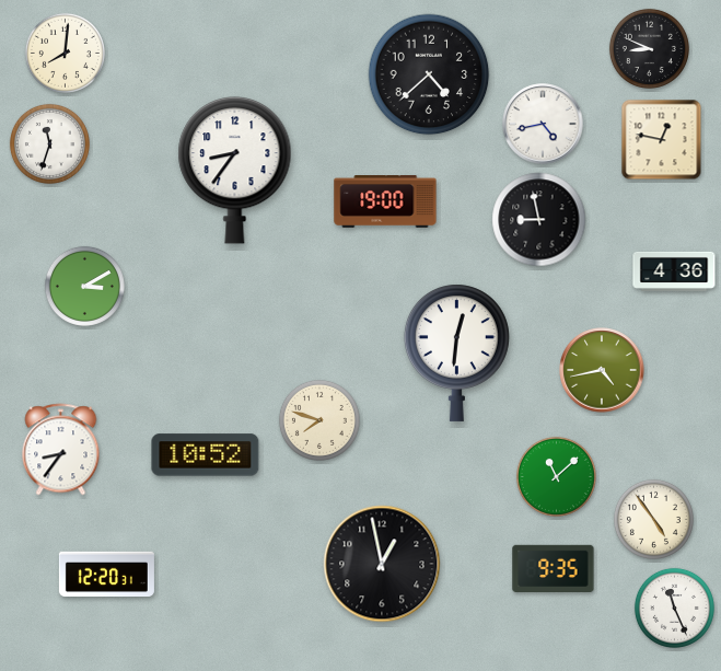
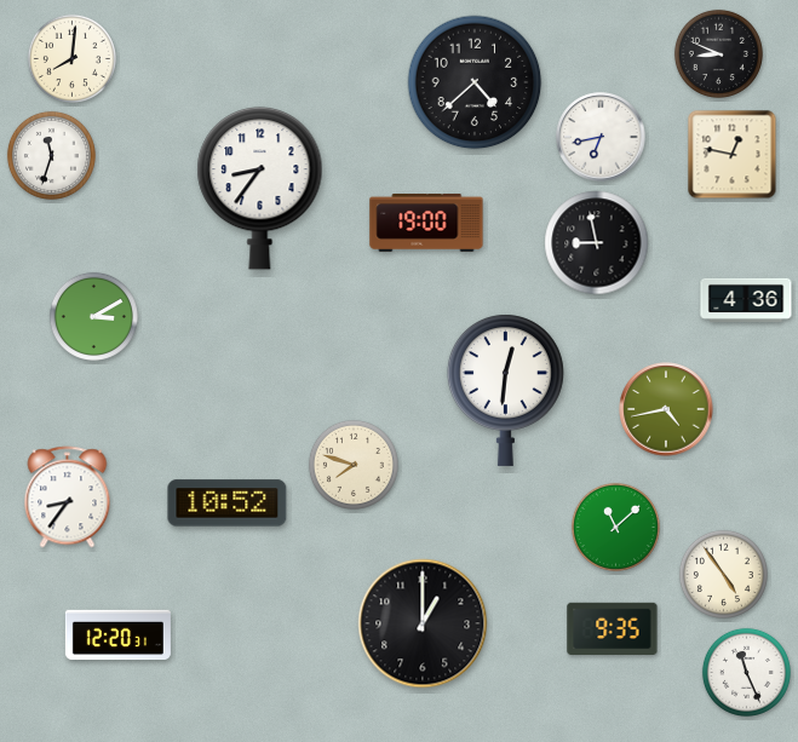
clock at (543, 124): 4:43 -> 6:43
clock at (49, 143) position: (49, 143) -> (51, 155)
clock at (382, 564): 12:58 -> 1:00
